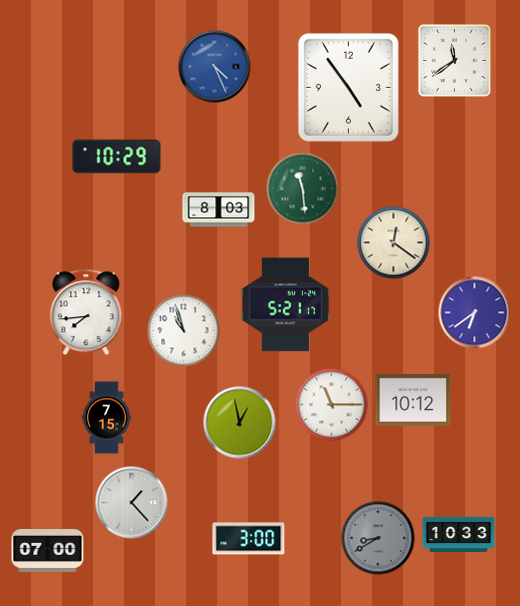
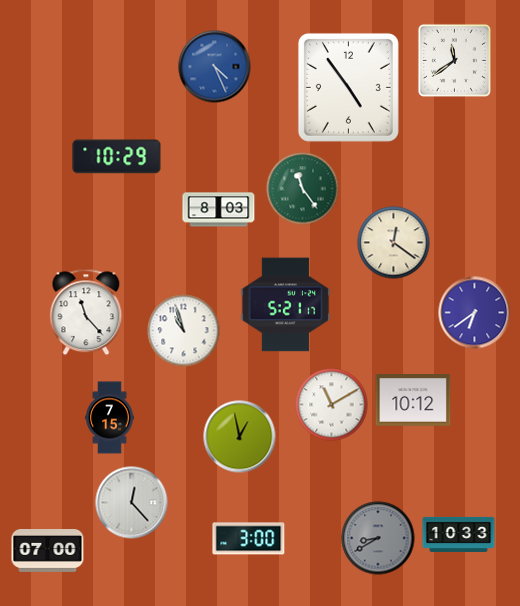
clock at (303, 189): 11:29 -> 11:24
clock at (86, 312): 7:44 -> 11:23
clock at (332, 405): 11:15 -> 11:10
clock at (107, 418) position: (107, 418) -> (110, 418)
clock at (240, 423) position: (240, 423) -> (240, 437)
clock at (132, 503): 1:23 -> 12:23
